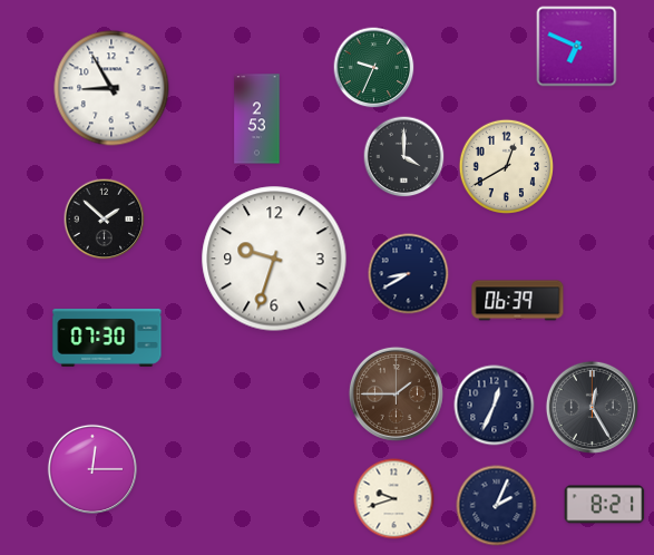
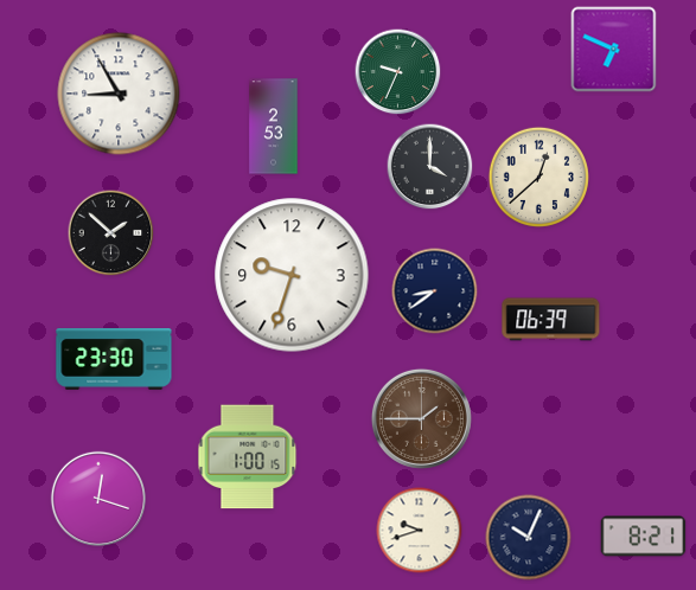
clock at (506, 166): 12:40 -> 12:38
clock at (409, 274): 8:40 -> 8:39
clock at (107, 339): 07:30 -> 23:30
clock at (495, 406): 12:34 -> none
clock at (592, 407): 12:25 -> none
clock at (248, 457): none -> 1:00
clock at (91, 468): 12:15 -> 12:18
clock at (497, 506): 2:04 -> 10:04
